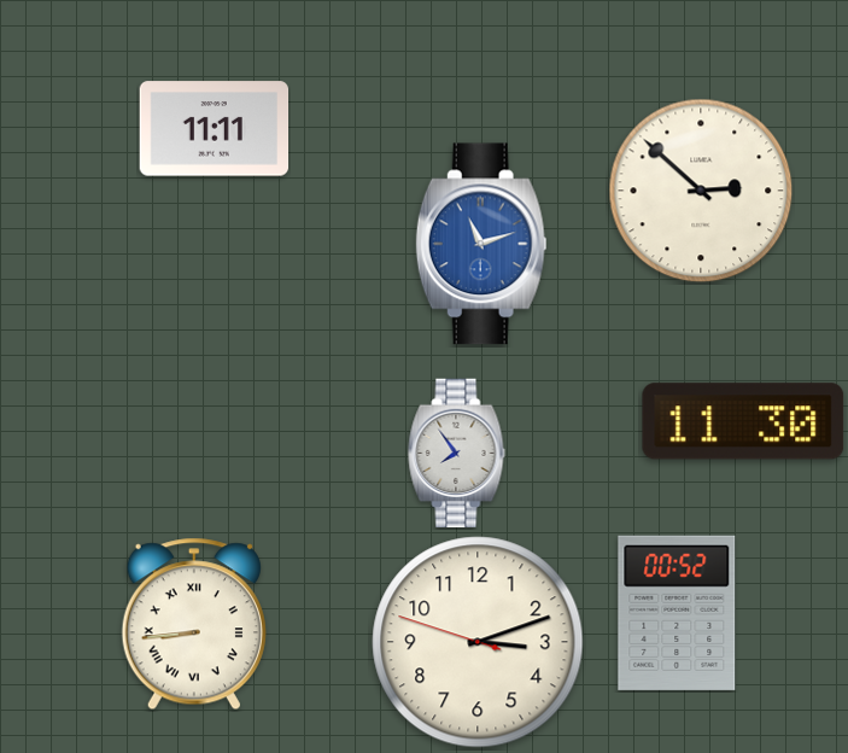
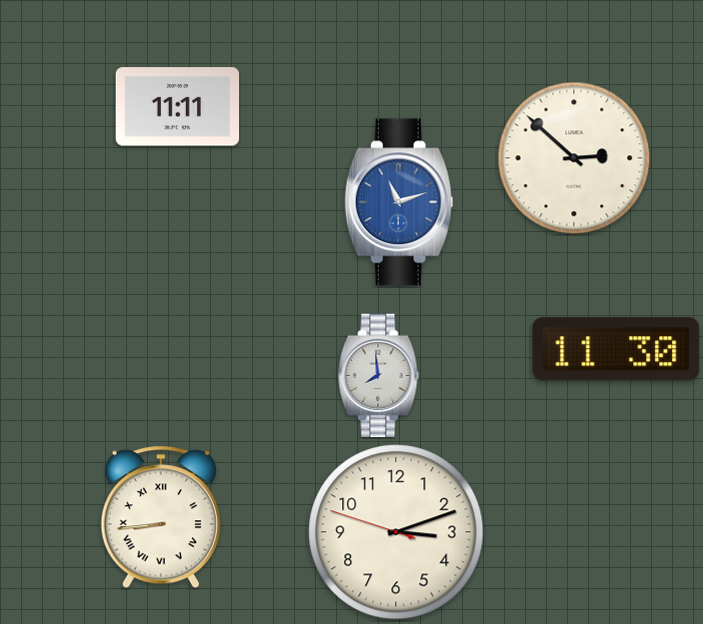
clock at (701, 191) position: (701, 191) -> (574, 158)
clock at (457, 454): 7:54 -> 7:59
clock at (677, 613): 00:52 -> none
